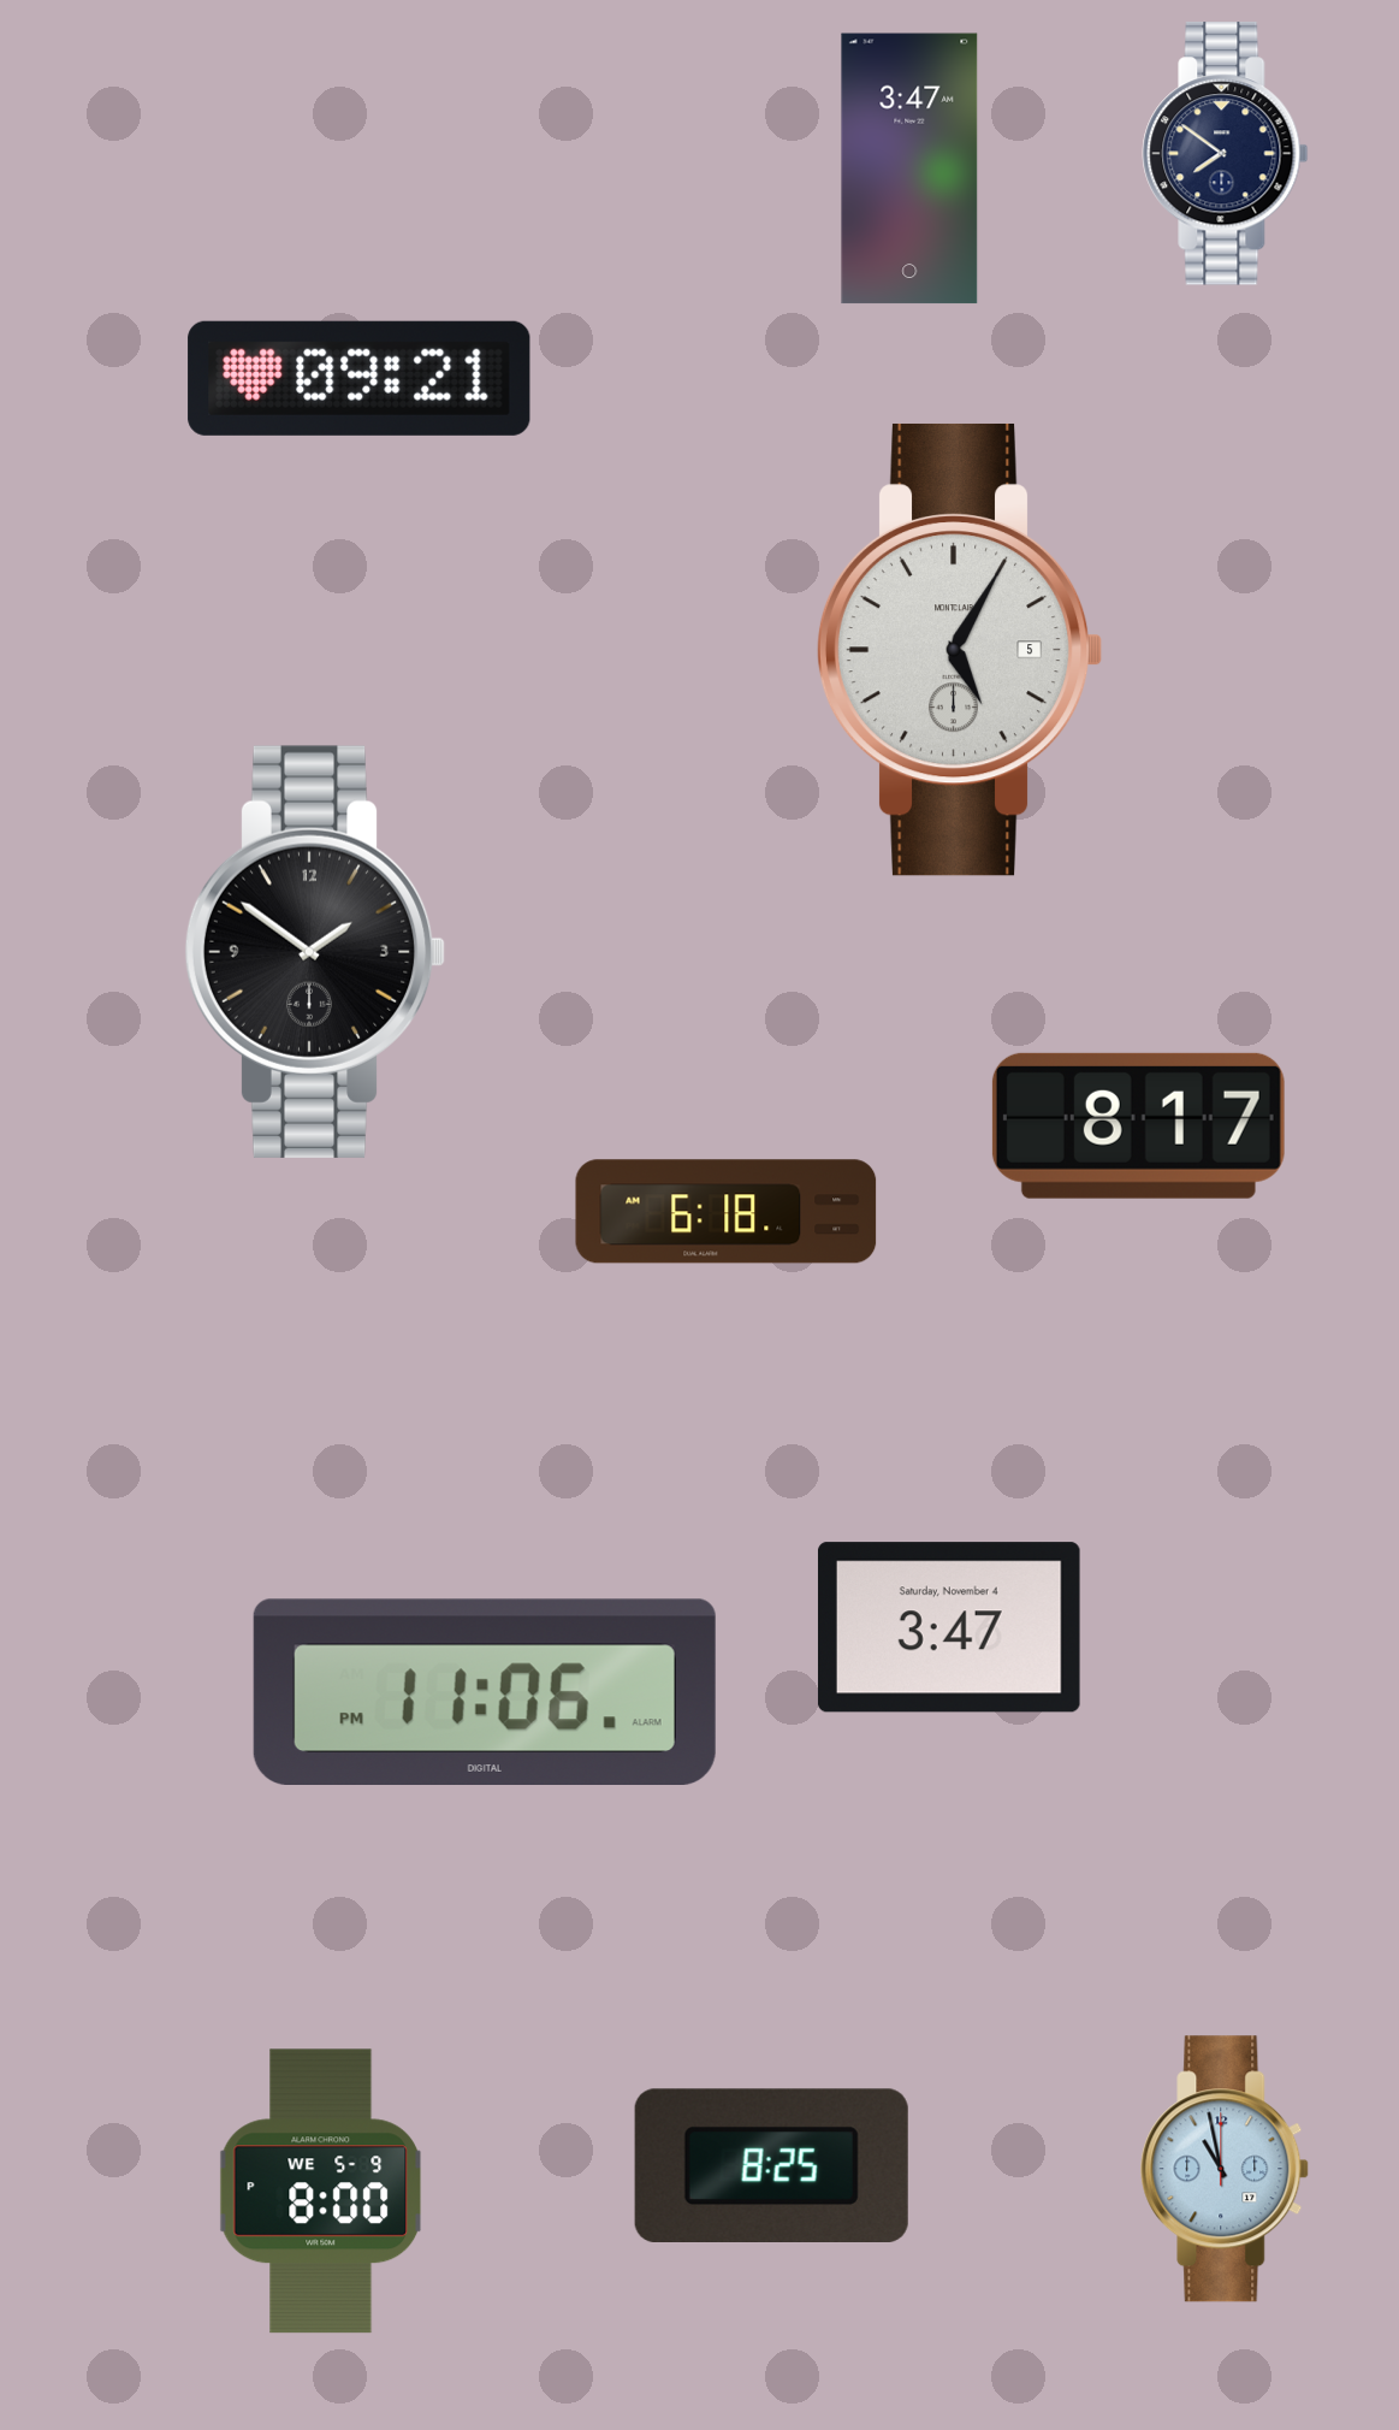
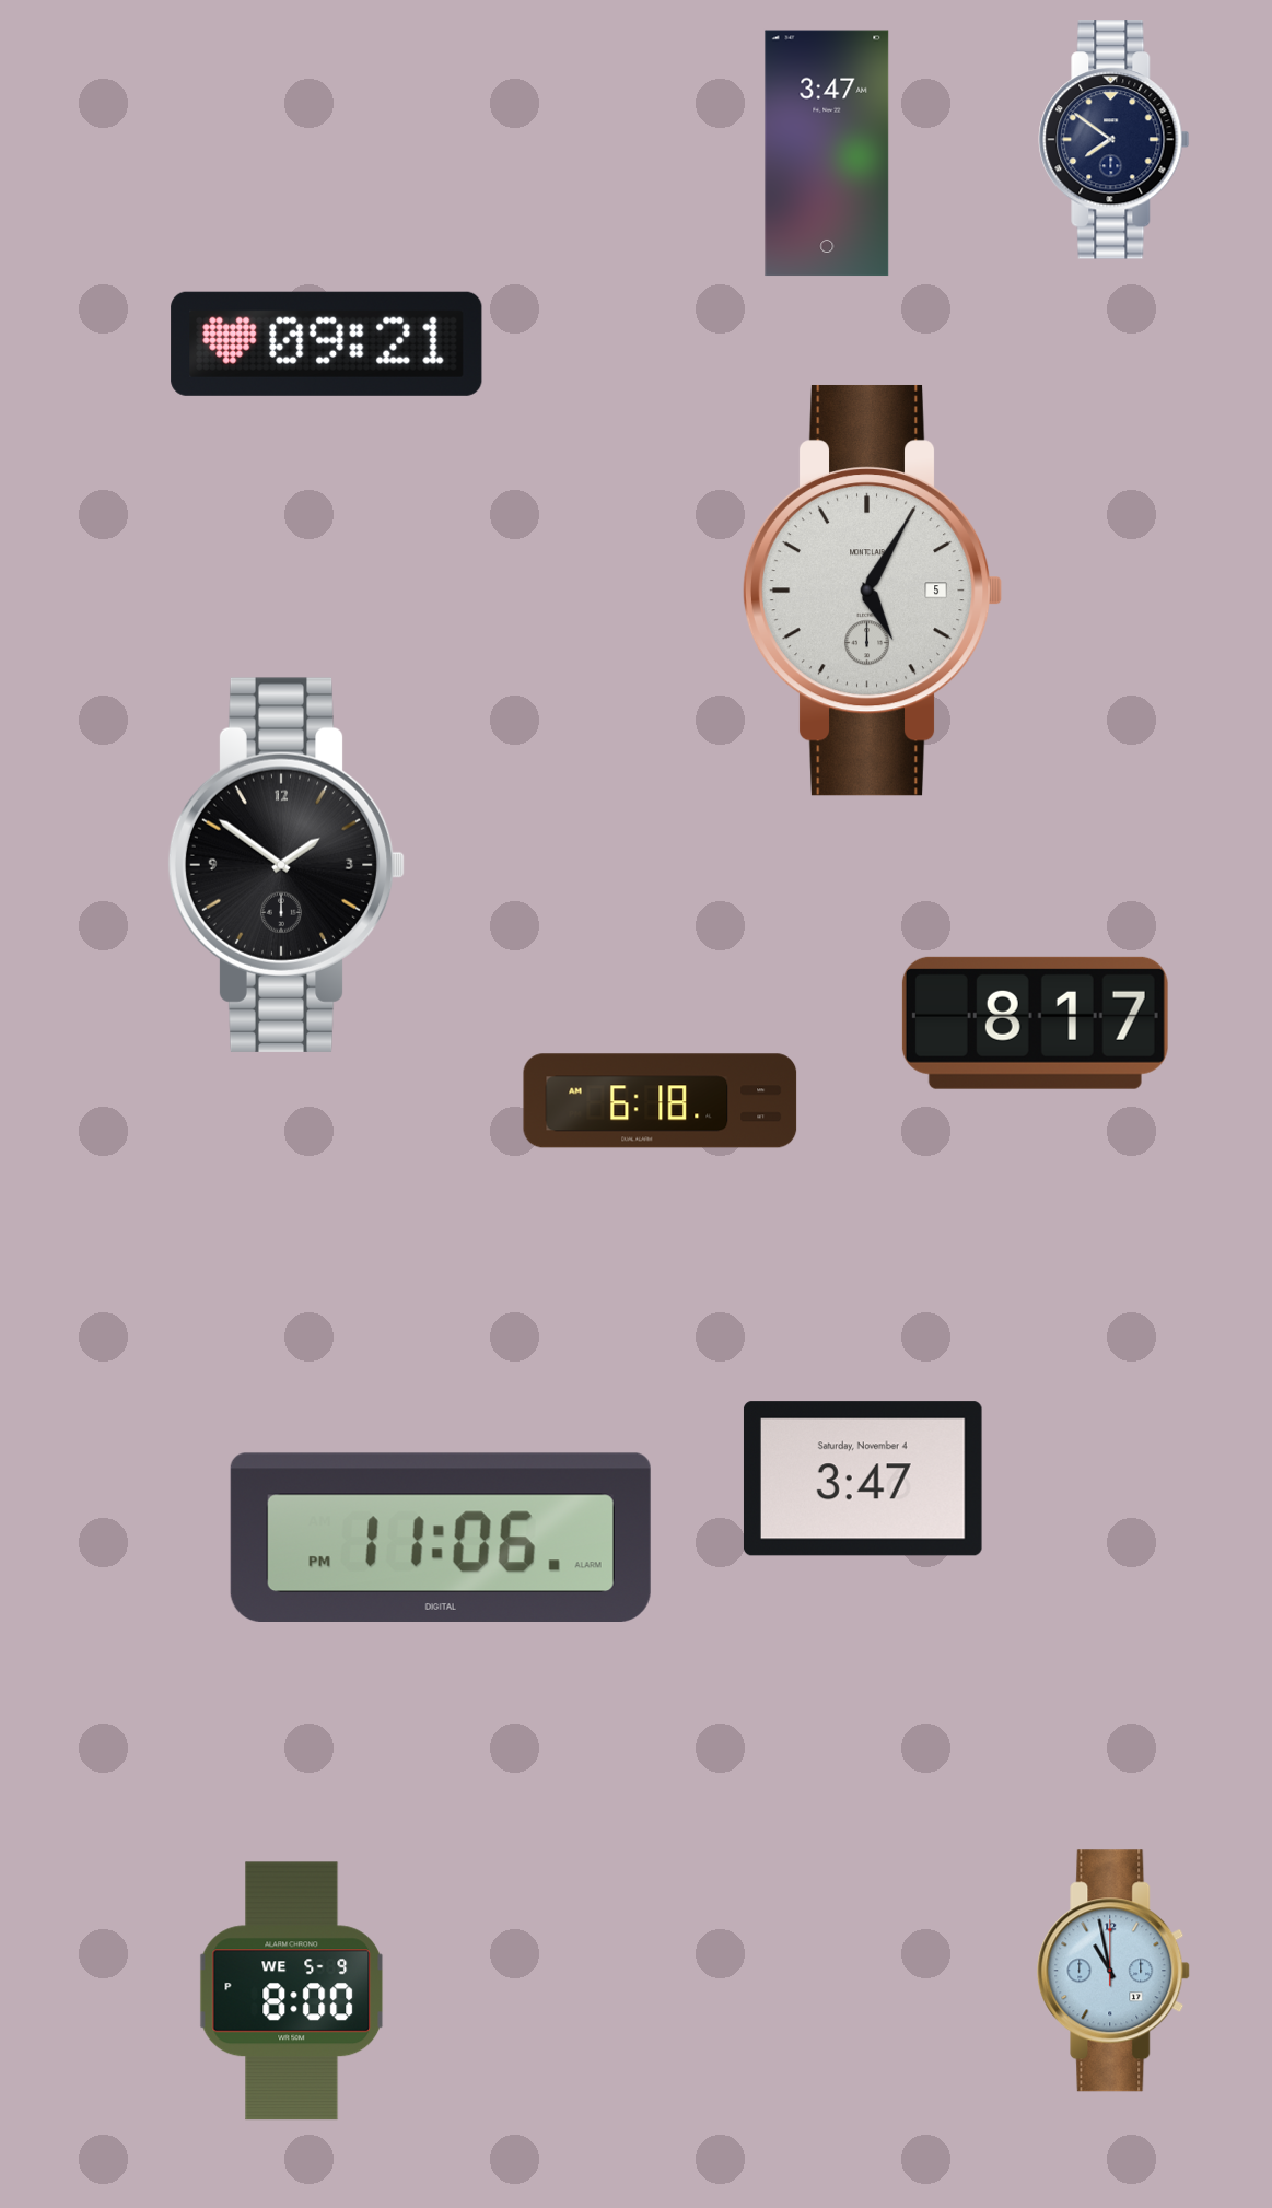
clock at (771, 2165): 8:25 -> none
